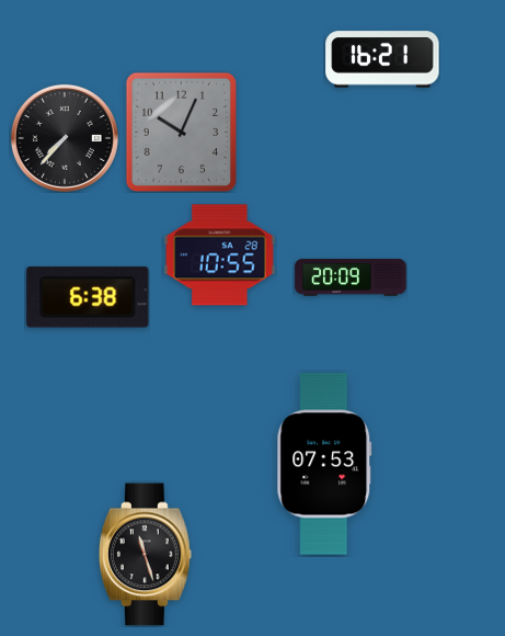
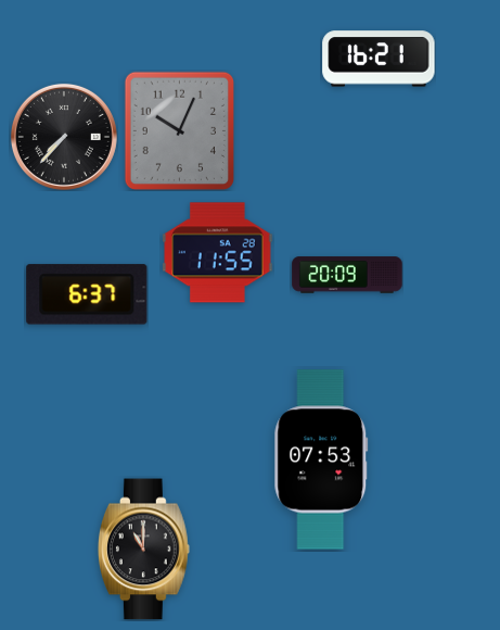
clock at (220, 255): 10:55 -> 11:55
clock at (88, 297): 6:38 -> 6:37
clock at (146, 555): 11:27 -> 11:00
